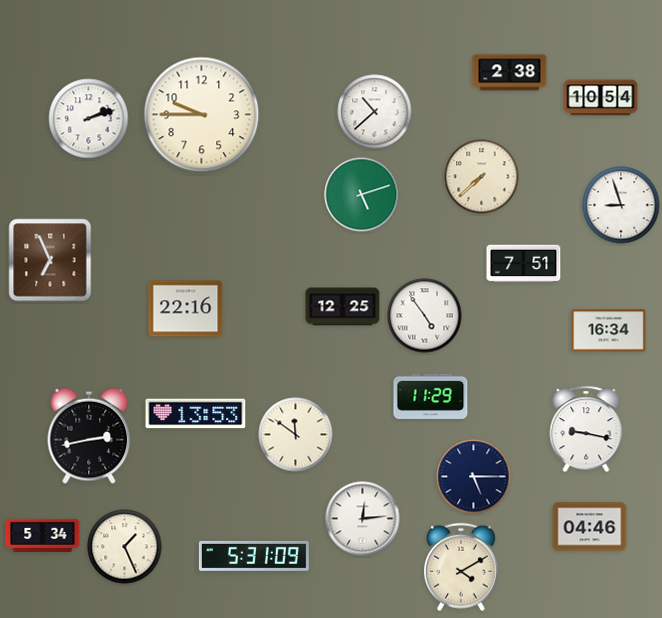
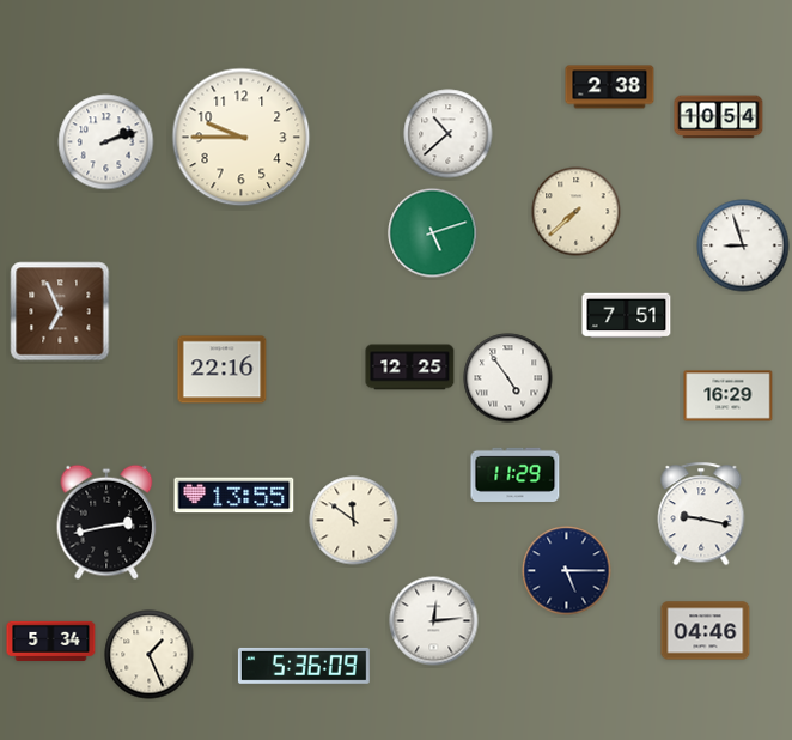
clock at (609, 331): 16:34 -> 16:29
clock at (196, 414): 13:53 -> 13:55
clock at (254, 556): 5:31 -> 5:36
clock at (462, 567): 4:10 -> none
